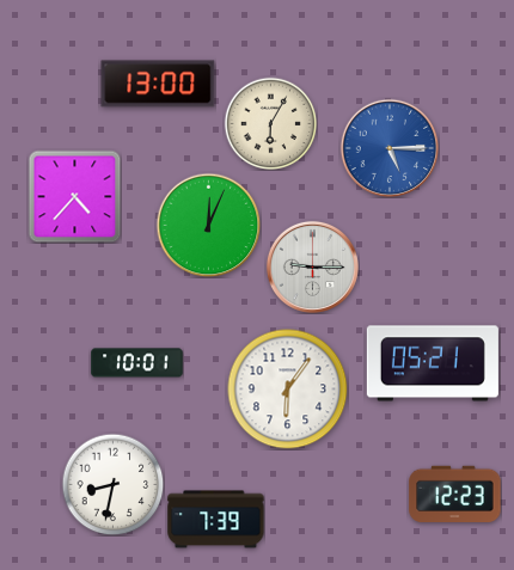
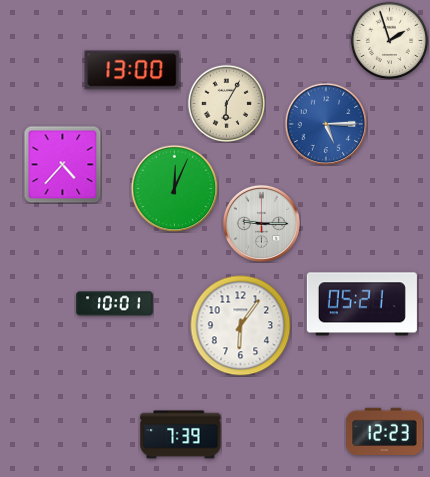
clock at (389, 40): none -> 1:57
clock at (112, 484): 8:32 -> none
clock at (455, 495) position: (455, 495) -> (385, 432)
